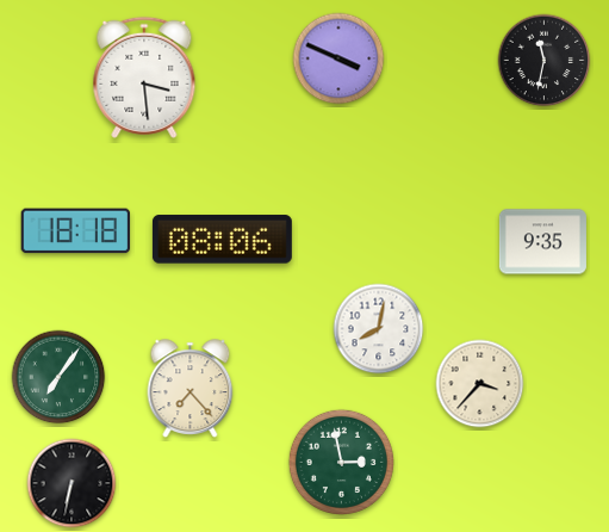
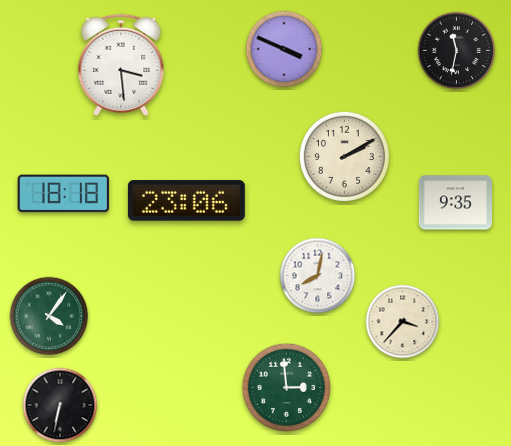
clock at (344, 156): none -> 2:10
clock at (222, 240): 08:06 -> 23:06
clock at (58, 377): 7:06 -> 4:06
clock at (191, 389): 7:23 -> none
clock at (341, 462): 2:58 -> 2:59
